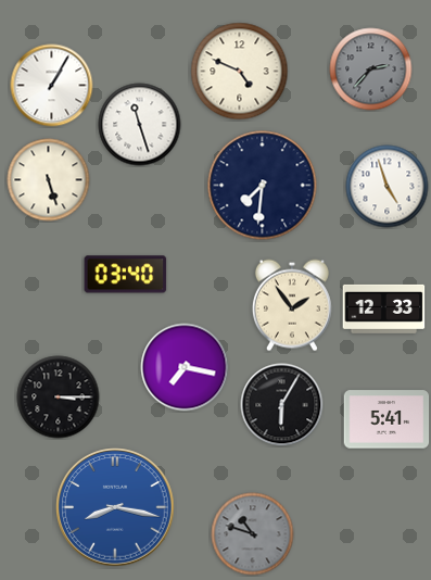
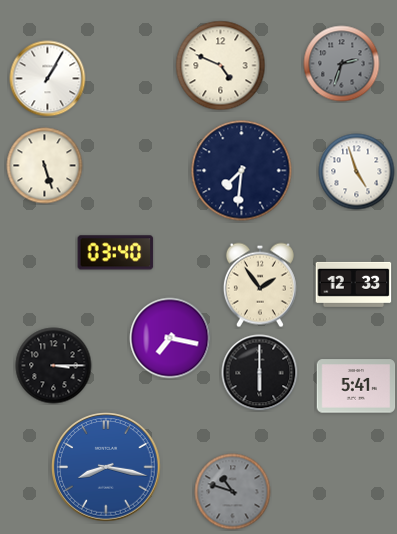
clock at (371, 70): 2:37 -> 2:33
clock at (140, 125): 11:27 -> none
clock at (292, 305) position: (292, 305) -> (260, 285)
clock at (282, 405): 6:05 -> 6:00
